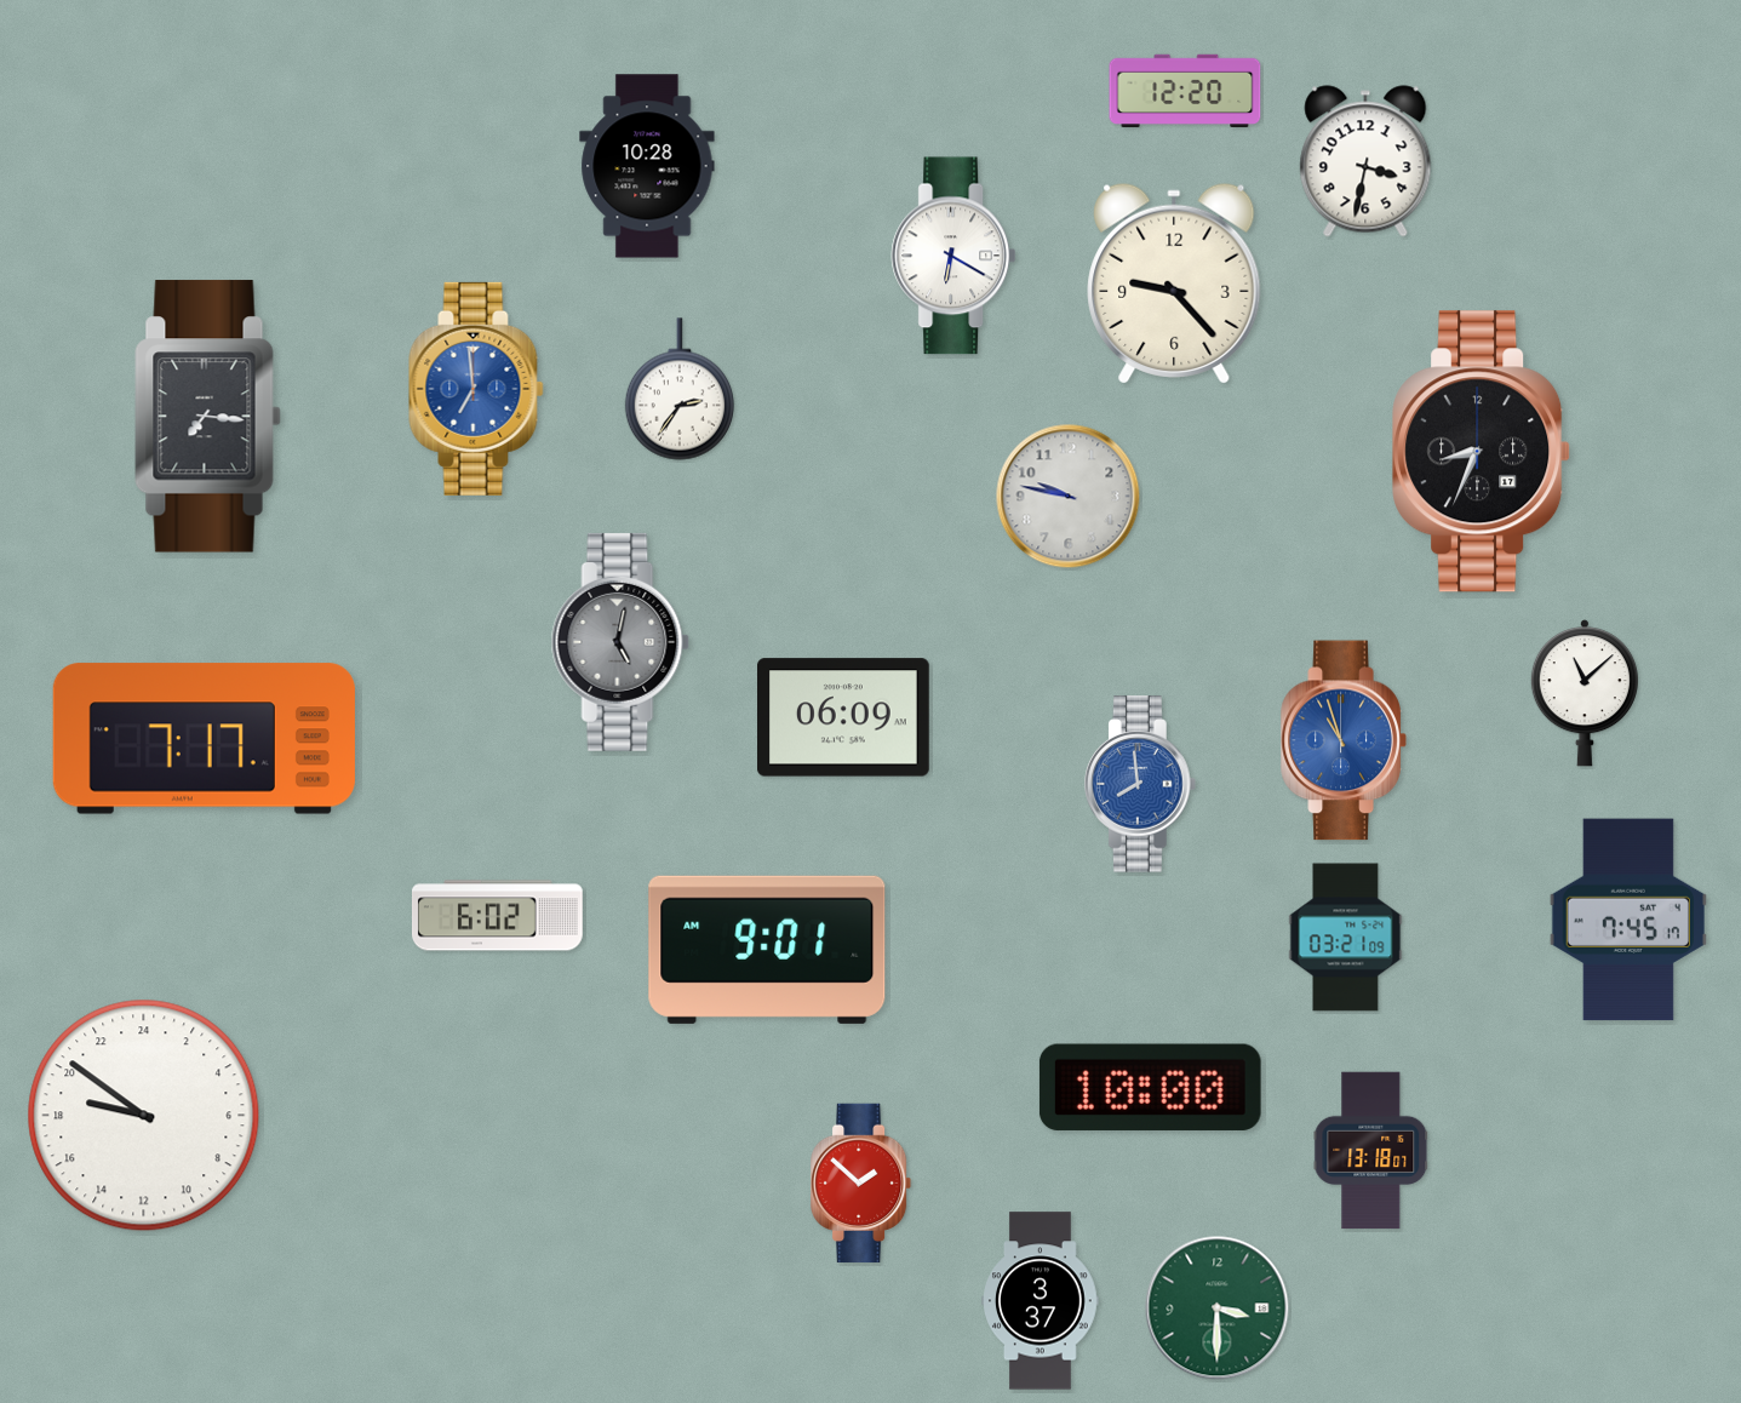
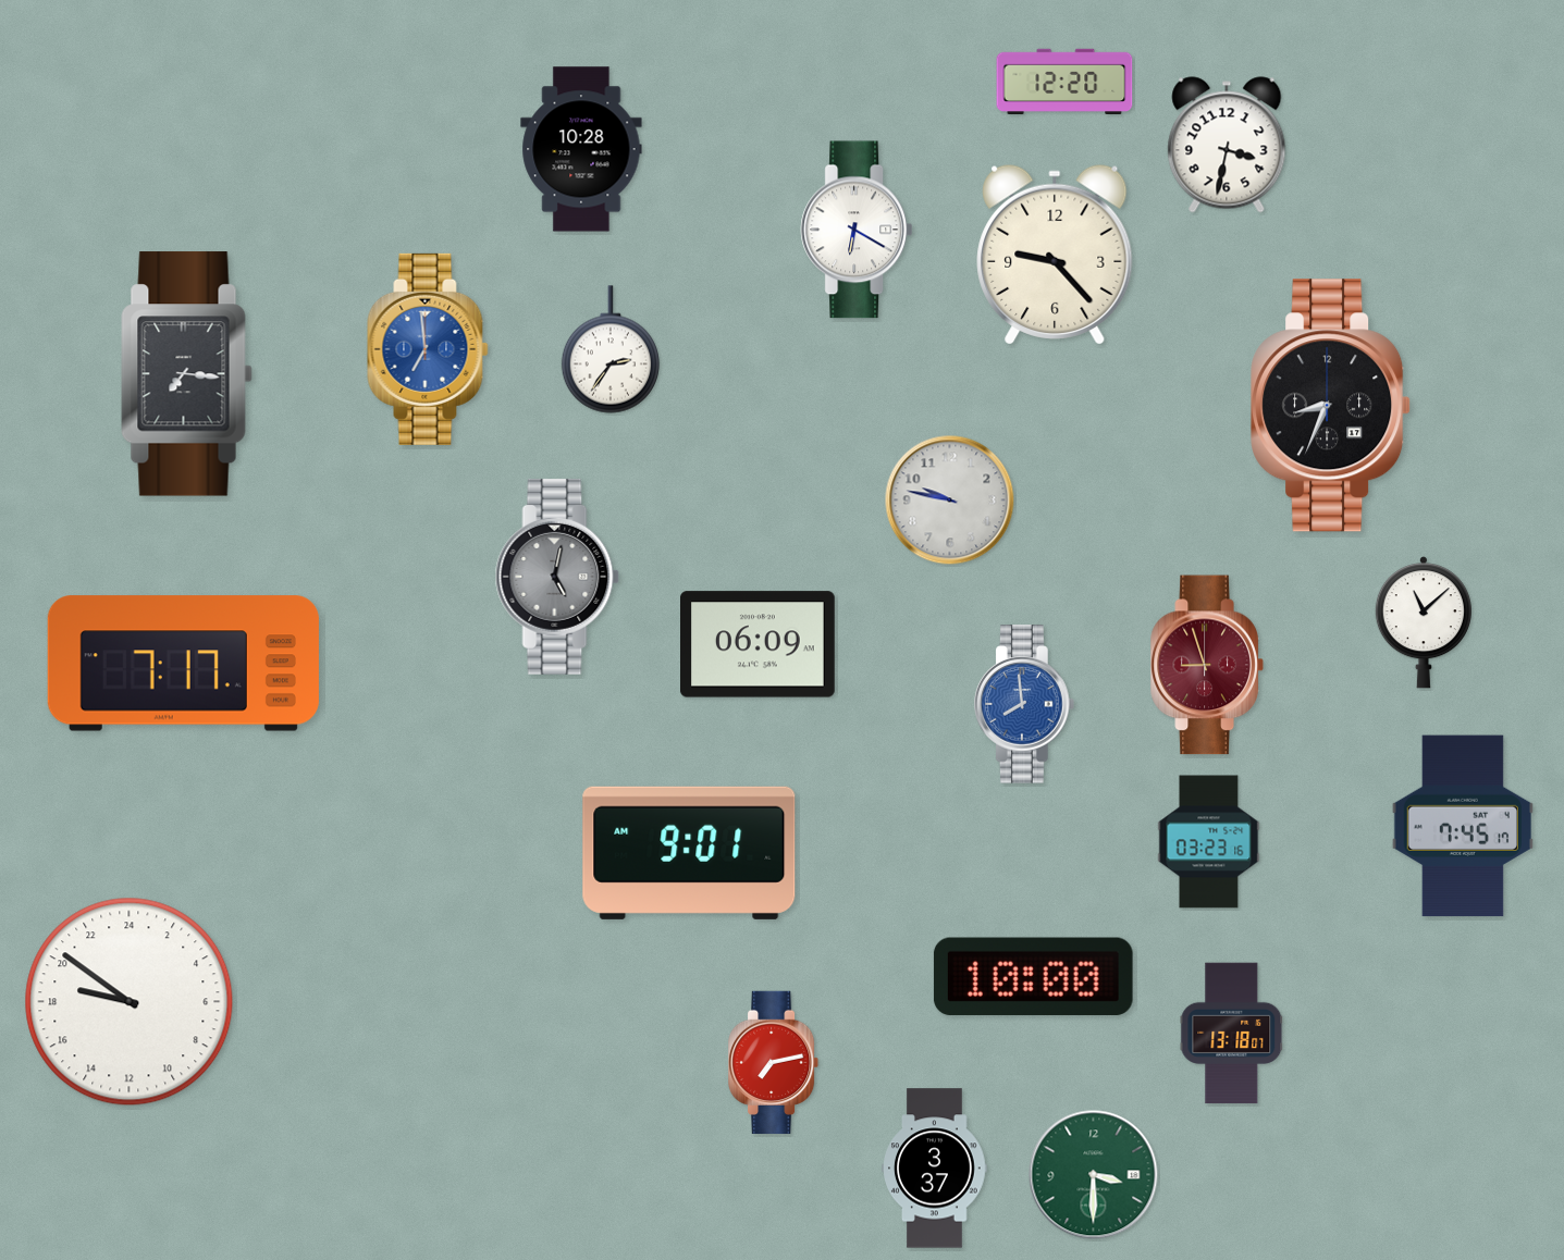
clock at (1069, 497) position: (1069, 497) -> (950, 501)
clock at (1344, 740): 10:57 -> 8:57
clock at (1344, 740) dial: blue -> burgundy
clock at (498, 916): 6:02 -> none
clock at (1346, 938): 03:21 -> 03:23
clock at (863, 1182): 1:52 -> 7:13
